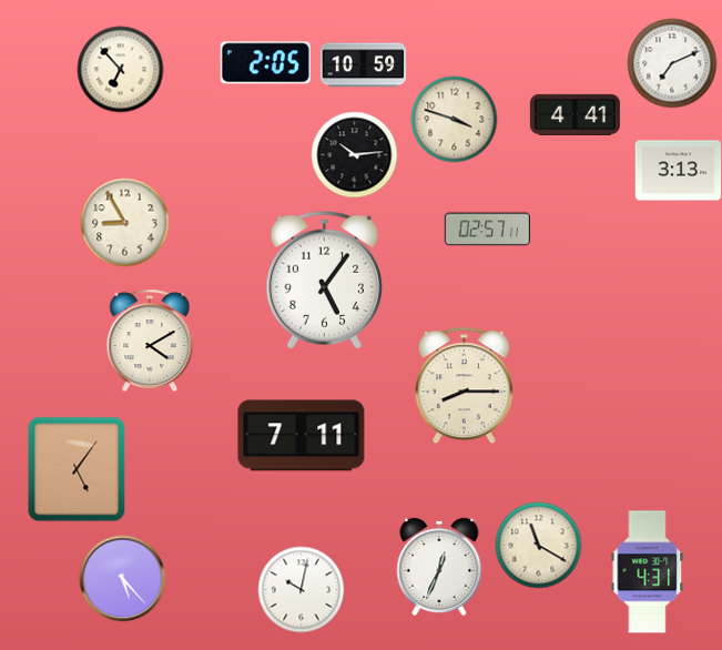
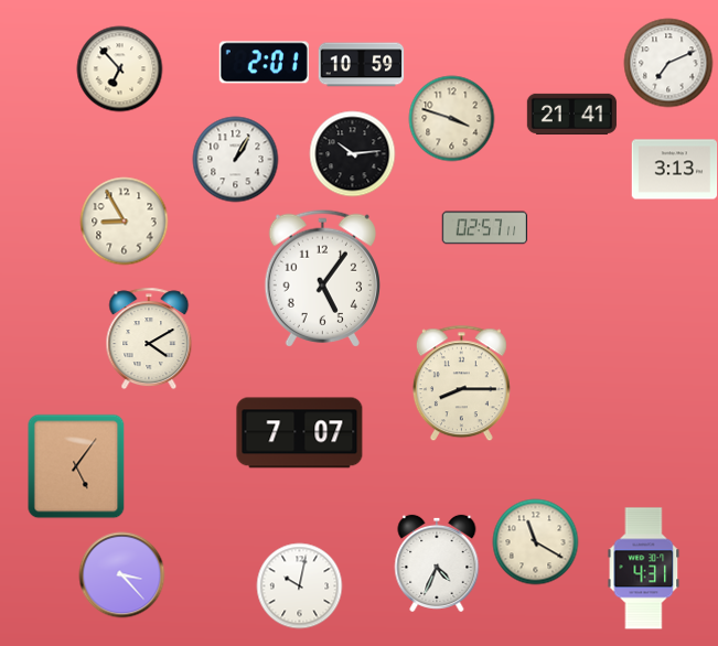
clock at (265, 63): 2:05 -> 2:01
clock at (574, 114): 4:41 -> 21:41
clock at (235, 159): none -> 1:05
clock at (302, 436): 7:11 -> 7:07
clock at (439, 567): 12:34 -> 4:34
clock at (122, 578): 5:23 -> 3:23
